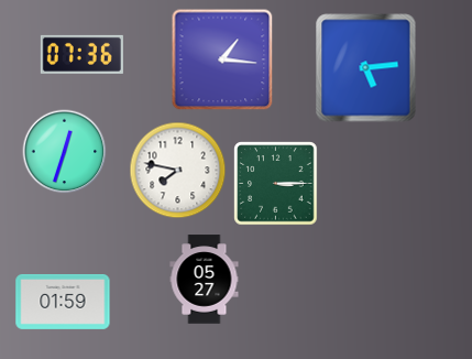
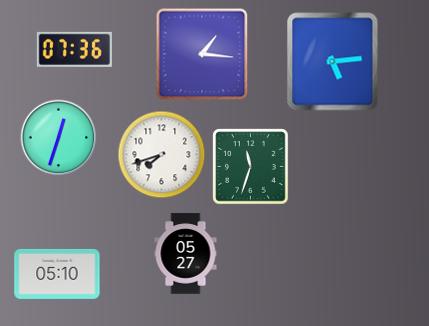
clock at (178, 171): 7:47 -> 7:42
clock at (276, 184): 3:15 -> 11:33
clock at (63, 302): 01:59 -> 05:10
